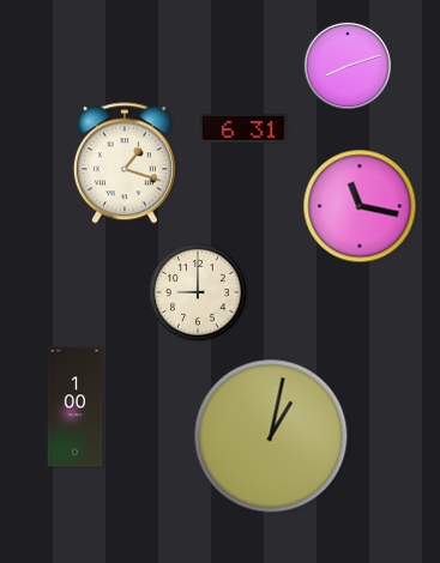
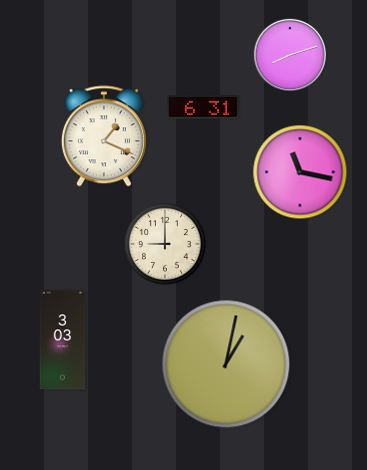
clock at (125, 163): 1:18 -> 1:19
clock at (76, 407): 1:00 -> 3:03
